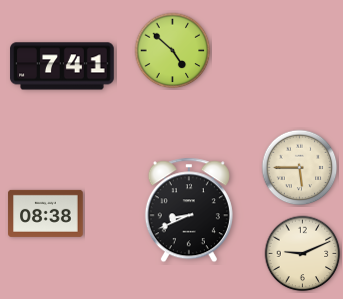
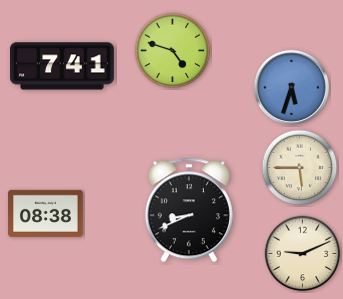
clock at (173, 51): 4:52 -> 4:48
clock at (291, 87): none -> 5:33
